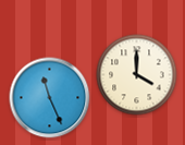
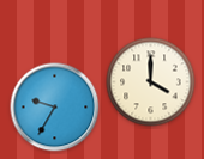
clock at (50, 98): 11:26 -> 9:35
